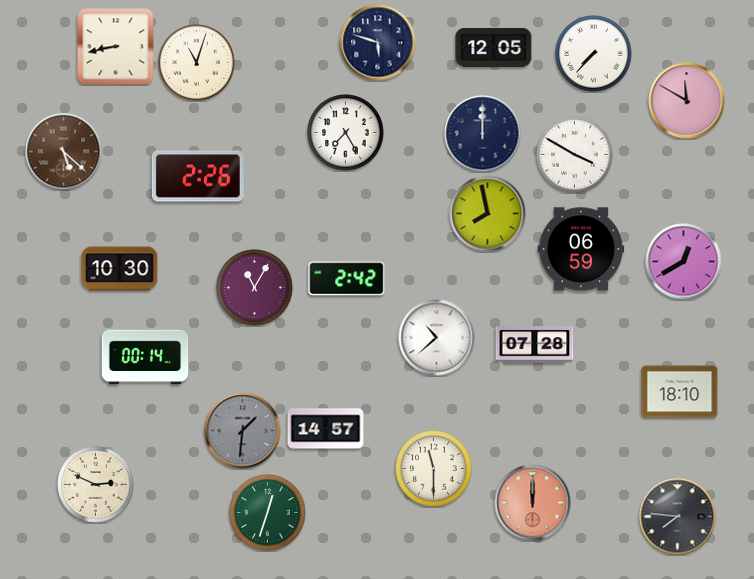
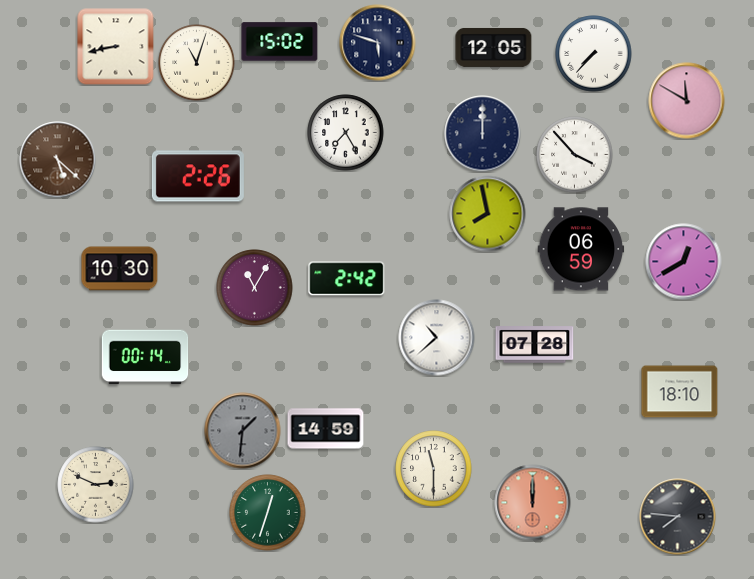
clock at (280, 42): none -> 15:02
clock at (64, 152) position: (64, 152) -> (58, 160)
clock at (575, 155): 3:50 -> 3:53
clock at (326, 429): 14:57 -> 14:59
